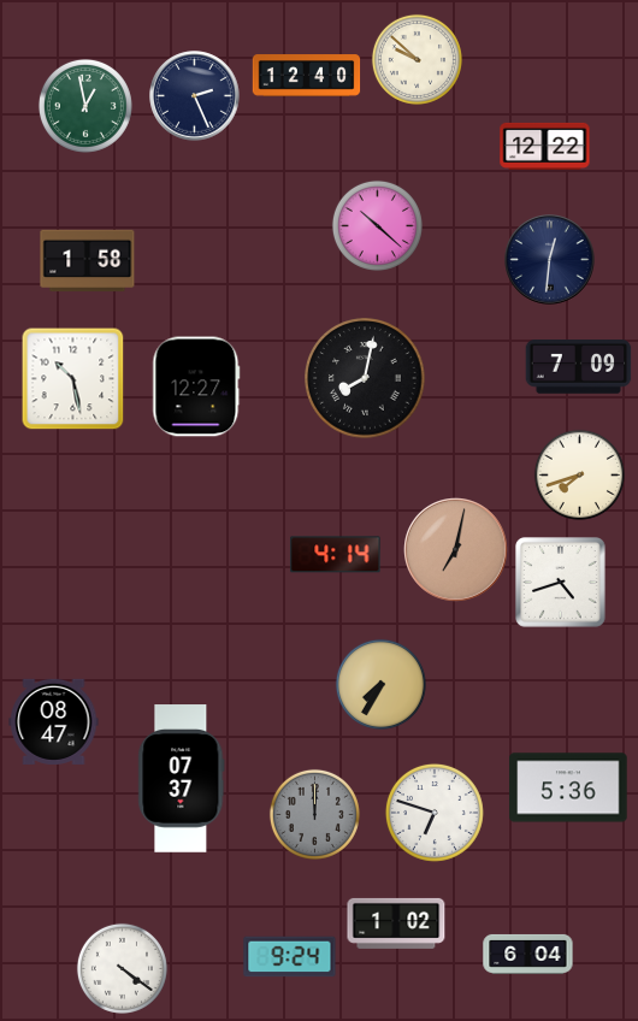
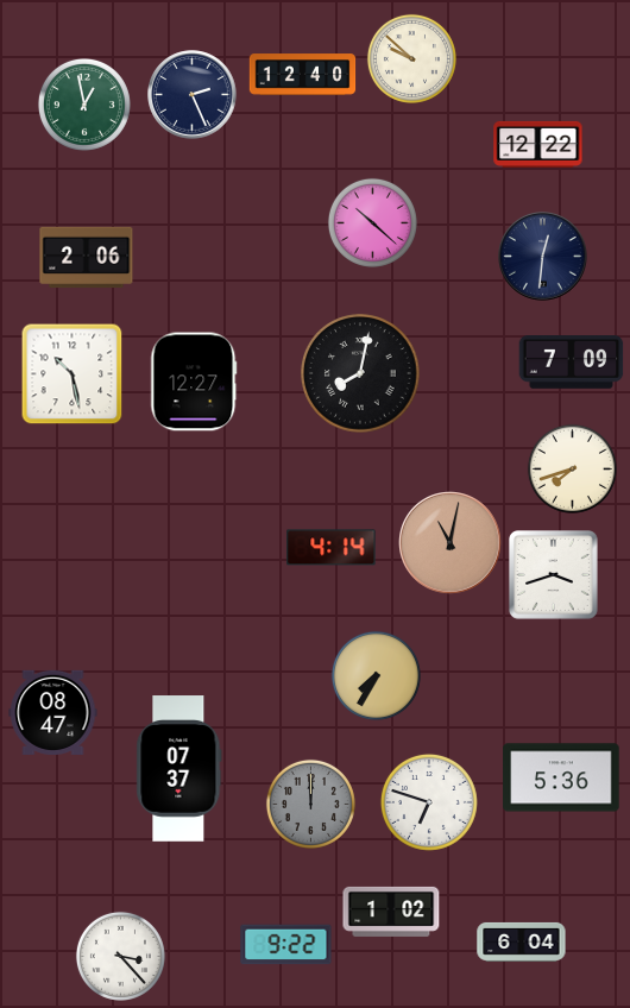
clock at (88, 261): 1:58 -> 2:06
clock at (456, 550): 7:02 -> 11:02
clock at (561, 583): 4:42 -> 3:42
clock at (290, 957): 9:24 -> 9:22
clock at (122, 968): 4:21 -> 3:23
